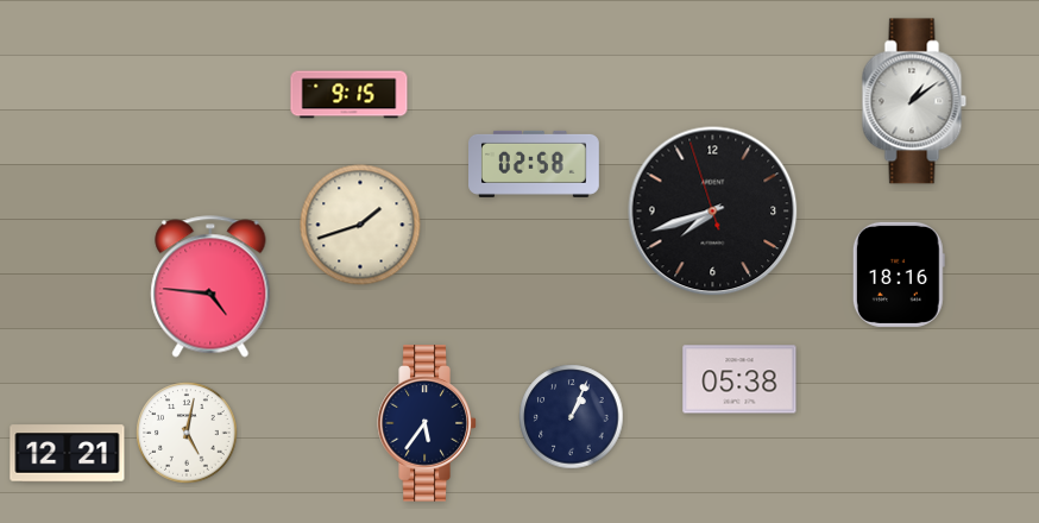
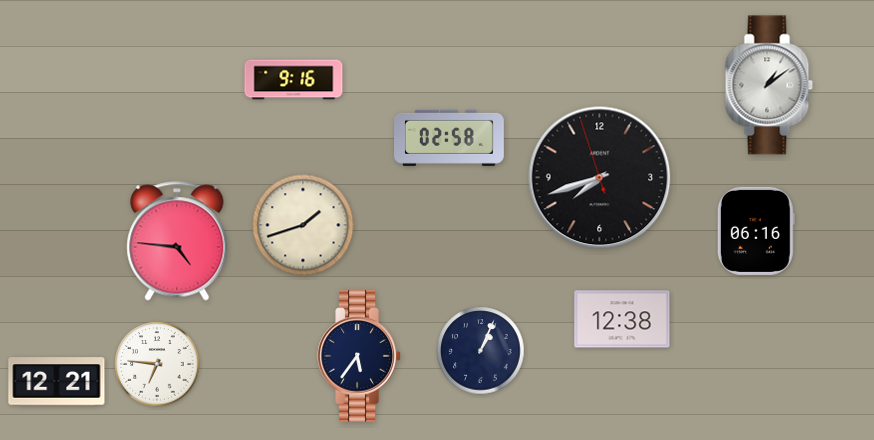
clock at (350, 95): 9:15 -> 9:16
clock at (360, 225) position: (360, 225) -> (303, 225)
clock at (899, 275): 18:16 -> 06:16
clock at (739, 379): 05:38 -> 12:38
clock at (187, 433): 5:02 -> 6:46
